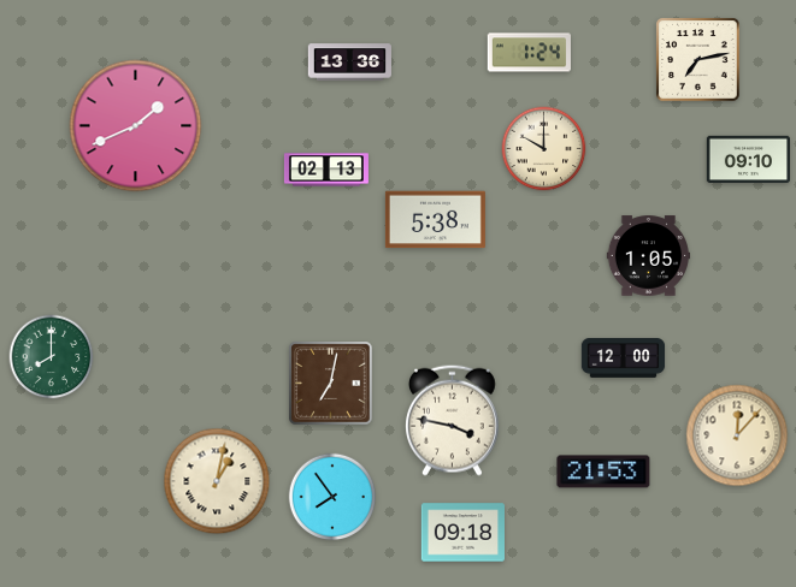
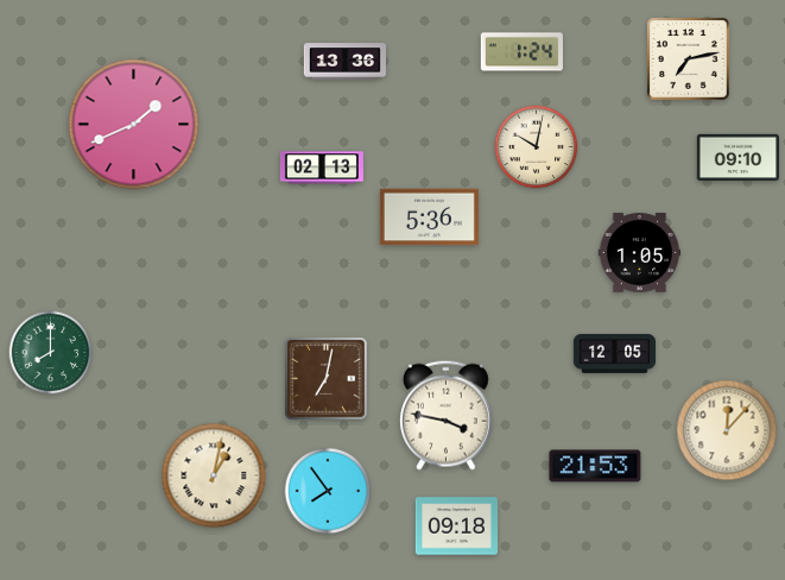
clock at (544, 149): 10:00 -> 10:02
clock at (435, 220): 5:38 -> 5:36
clock at (624, 358): 12:00 -> 12:05
